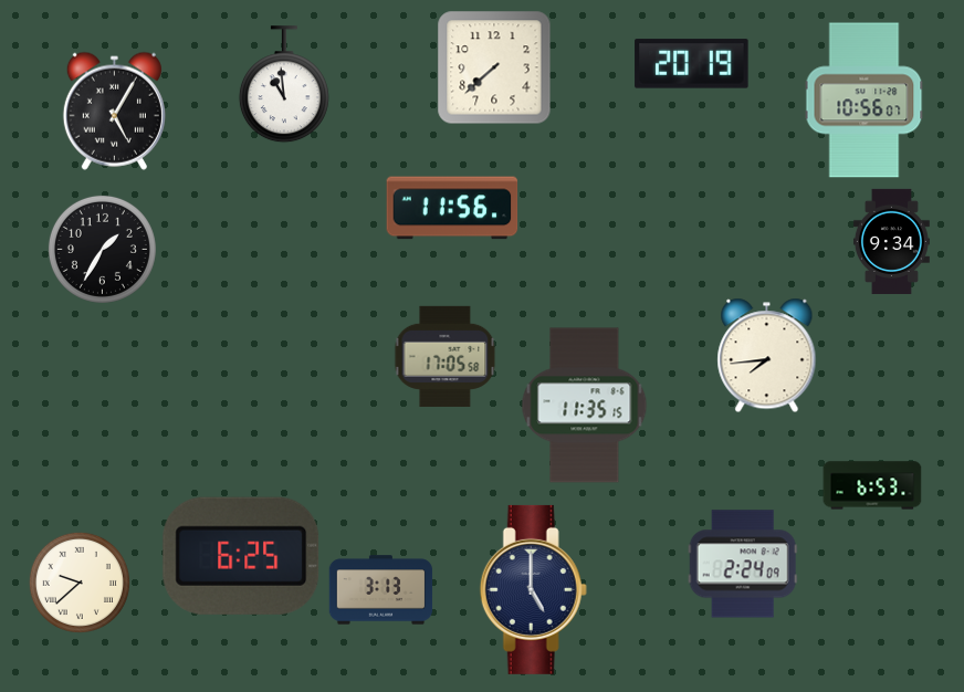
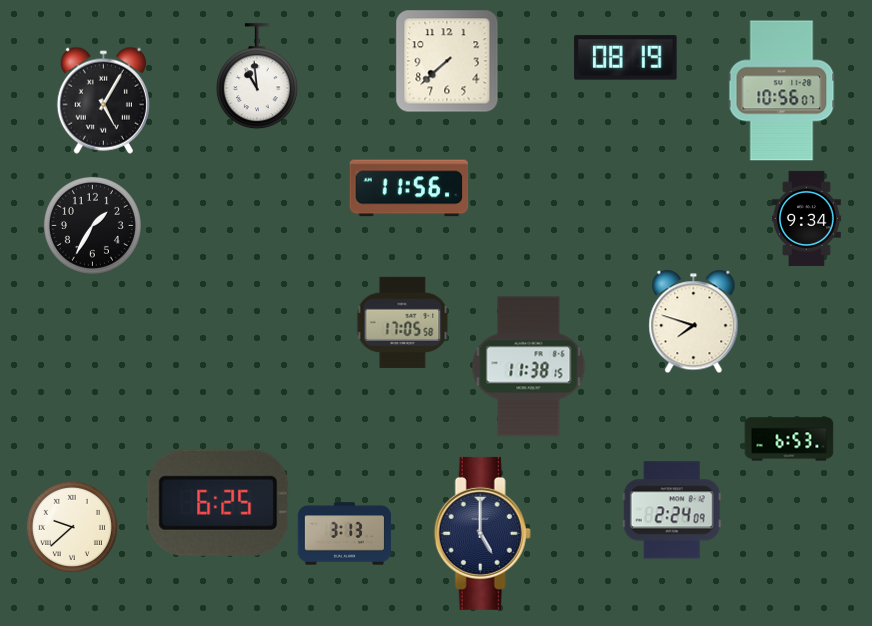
clock at (692, 64): 20:19 -> 08:19
clock at (767, 356): 7:44 -> 7:48
clock at (585, 406): 11:35 -> 11:38
